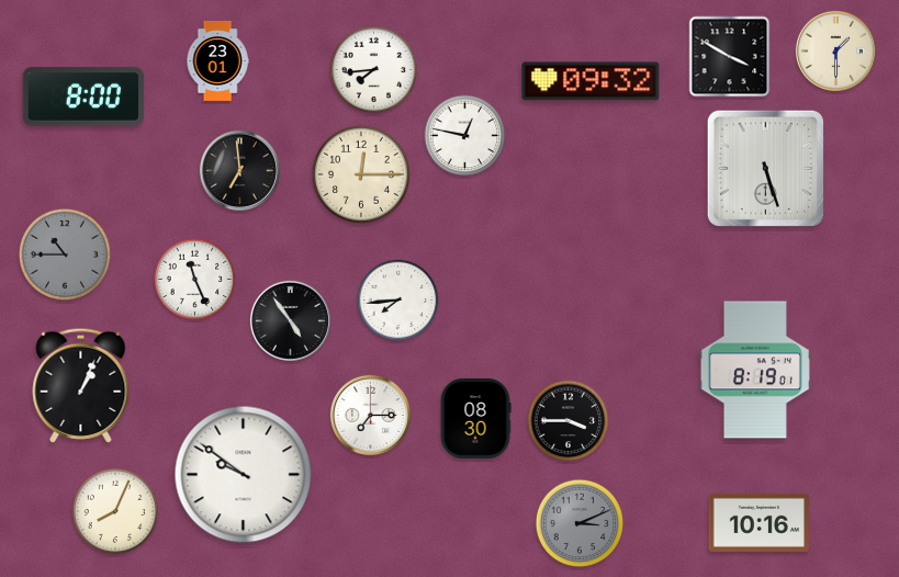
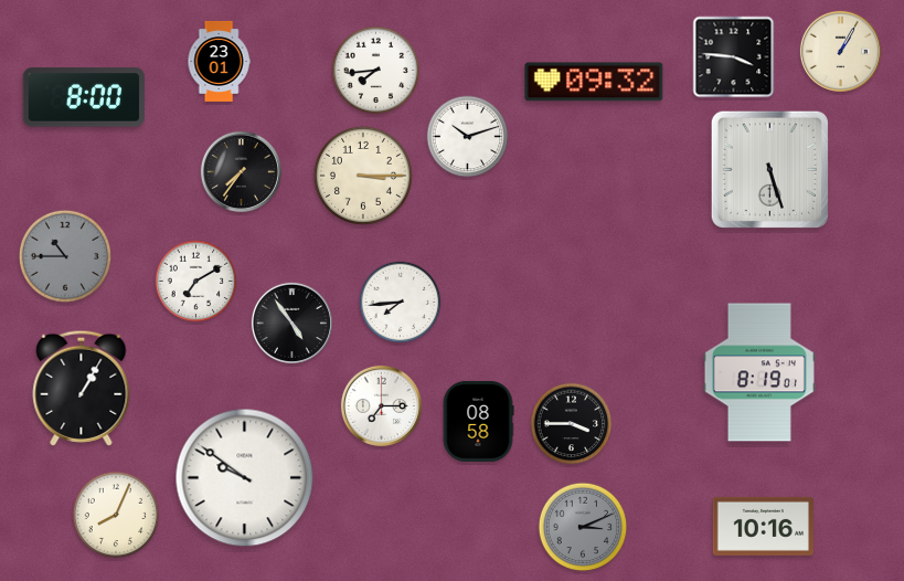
clock at (835, 50): 1:30 -> 1:05
clock at (730, 57): 3:50 -> 3:46
clock at (465, 136): 12:47 -> 10:12
clock at (239, 170): 6:59 -> 7:36
clock at (361, 174): 12:15 -> 3:15
clock at (195, 280): 11:26 -> 7:10
clock at (81, 385): 1:04 -> 1:05
clock at (370, 415) position: (370, 415) -> (381, 405)
clock at (475, 418): 08:30 -> 08:58
